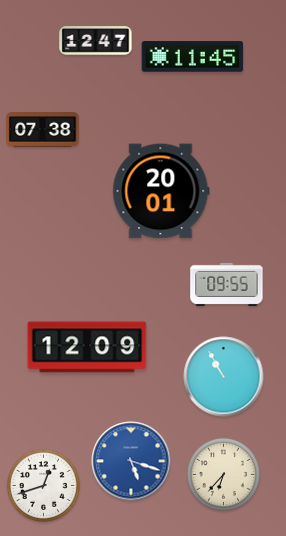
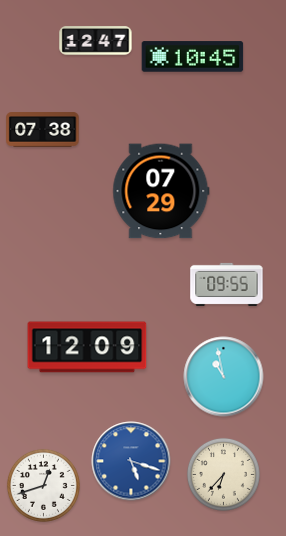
clock at (193, 57): 11:45 -> 10:45
clock at (161, 191): 20:01 -> 07:29
clock at (224, 377): 10:55 -> 10:58
